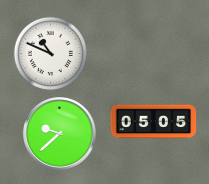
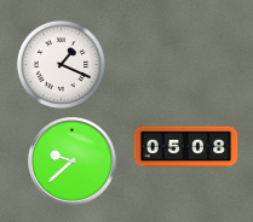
clock at (50, 53): 10:49 -> 1:19
clock at (154, 122): 05:05 -> 05:08
